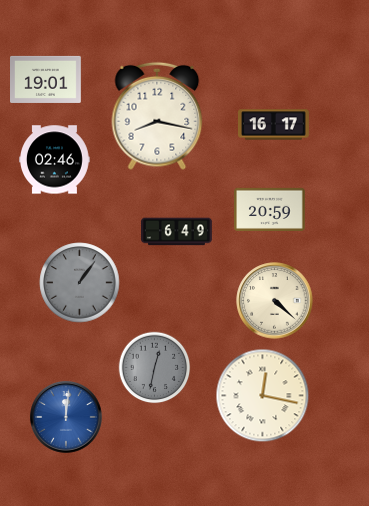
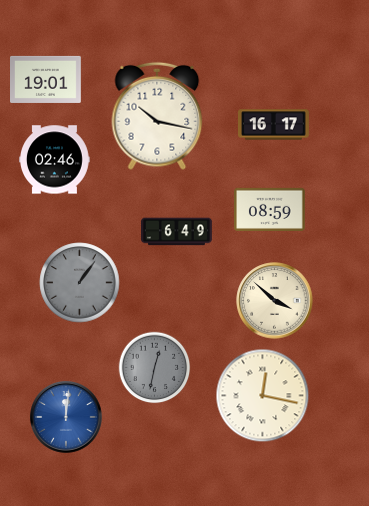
clock at (157, 116): 8:17 -> 10:17
clock at (270, 209): 20:59 -> 08:59
clock at (275, 301): 4:22 -> 3:52
